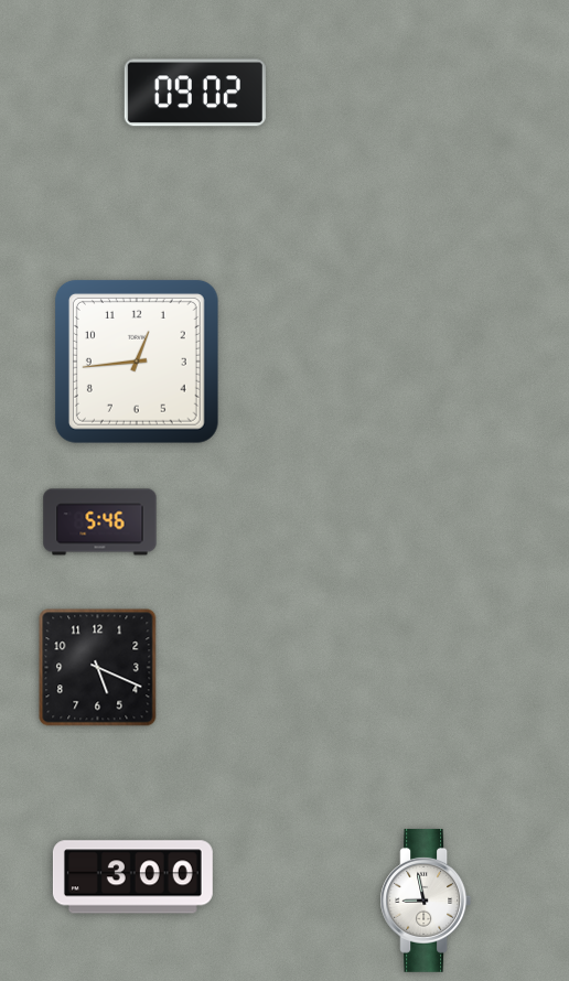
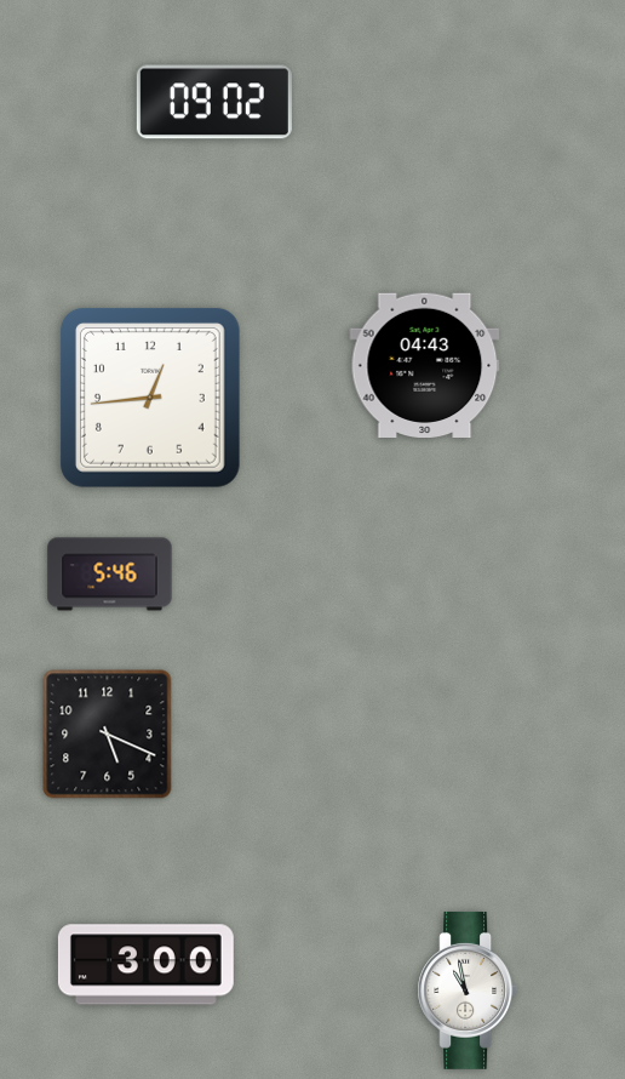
clock at (425, 365): none -> 04:43
clock at (426, 901): 8:58 -> 10:58
